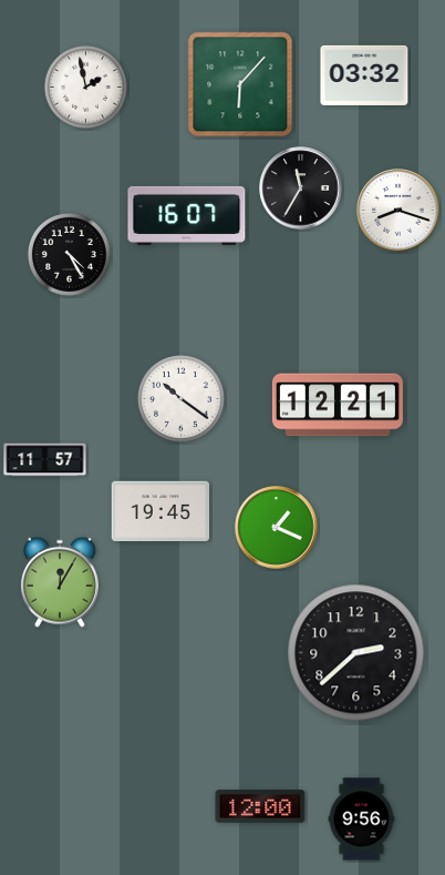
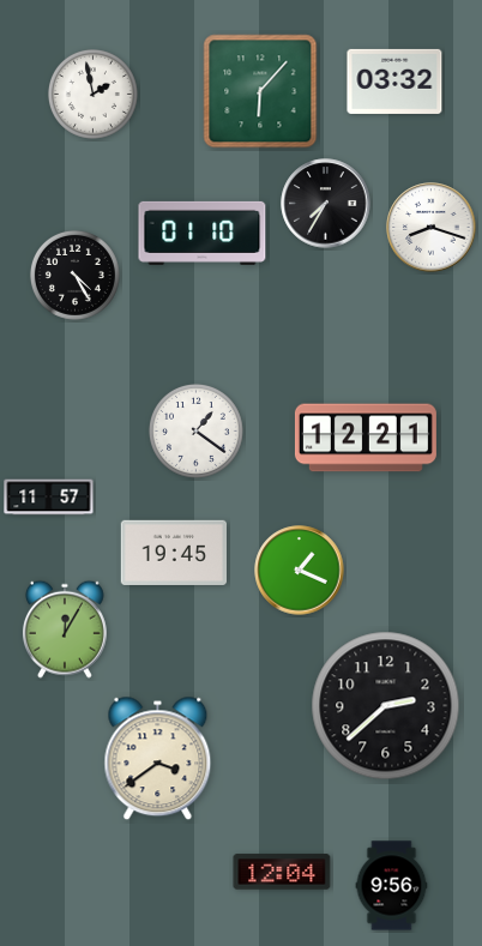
clock at (301, 189): 11:35 -> 7:35
clock at (187, 215): 16:07 -> 01:10
clock at (180, 398): 10:21 -> 1:21
clock at (158, 759): none -> 3:39
clock at (260, 806): 12:00 -> 12:04
